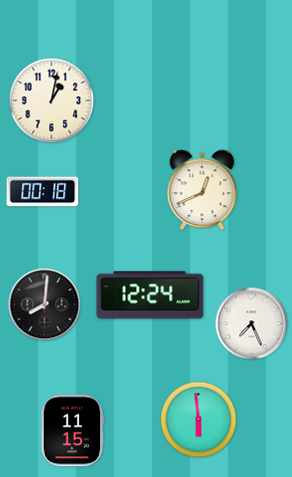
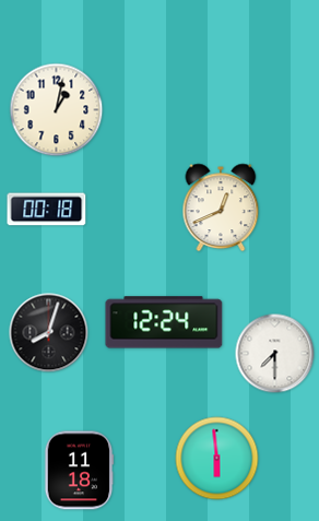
clock at (45, 305): 8:01 -> 8:03
clock at (252, 324): 7:26 -> 7:30
clock at (72, 431): 11:15 -> 11:18
